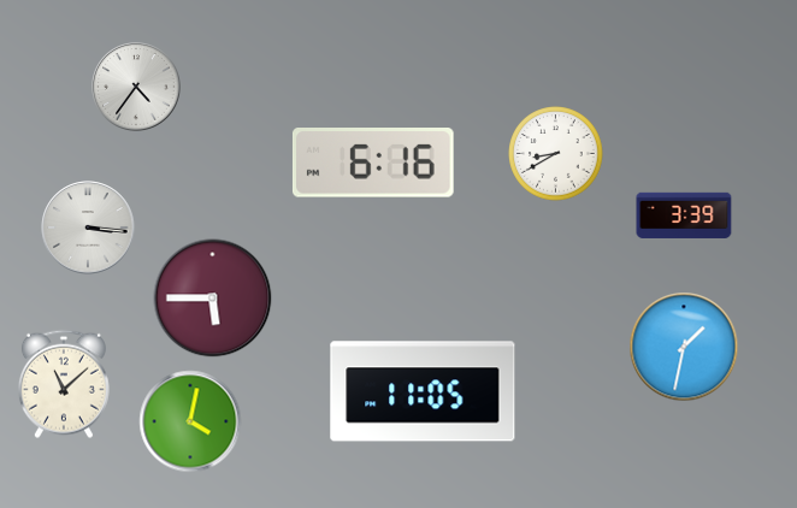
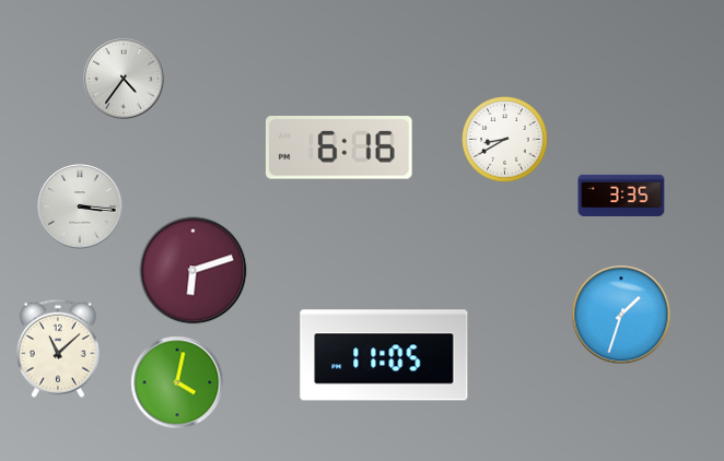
clock at (684, 215): 3:39 -> 3:35
clock at (213, 299): 5:45 -> 6:12
clock at (684, 347): 1:32 -> 1:33
clock at (190, 421) position: (190, 421) -> (177, 382)
